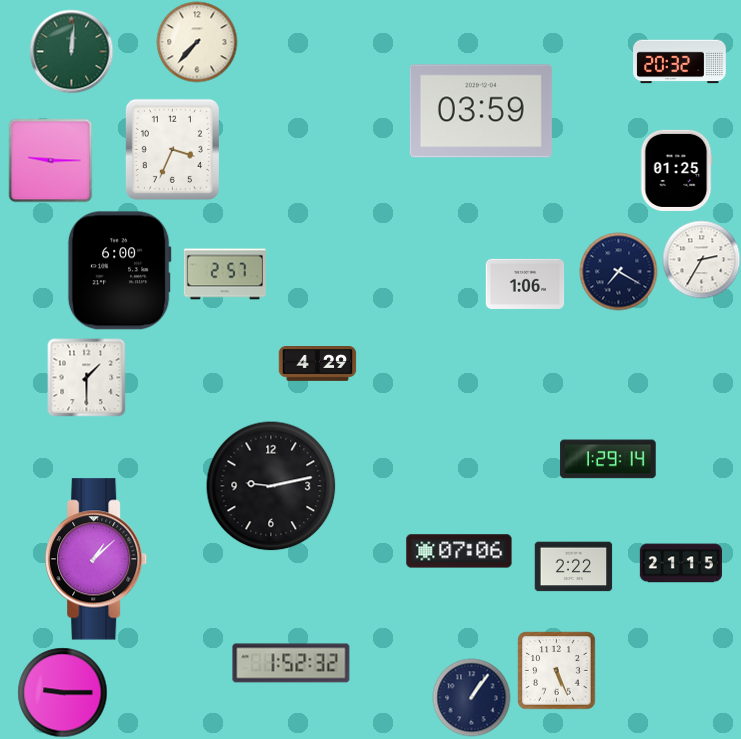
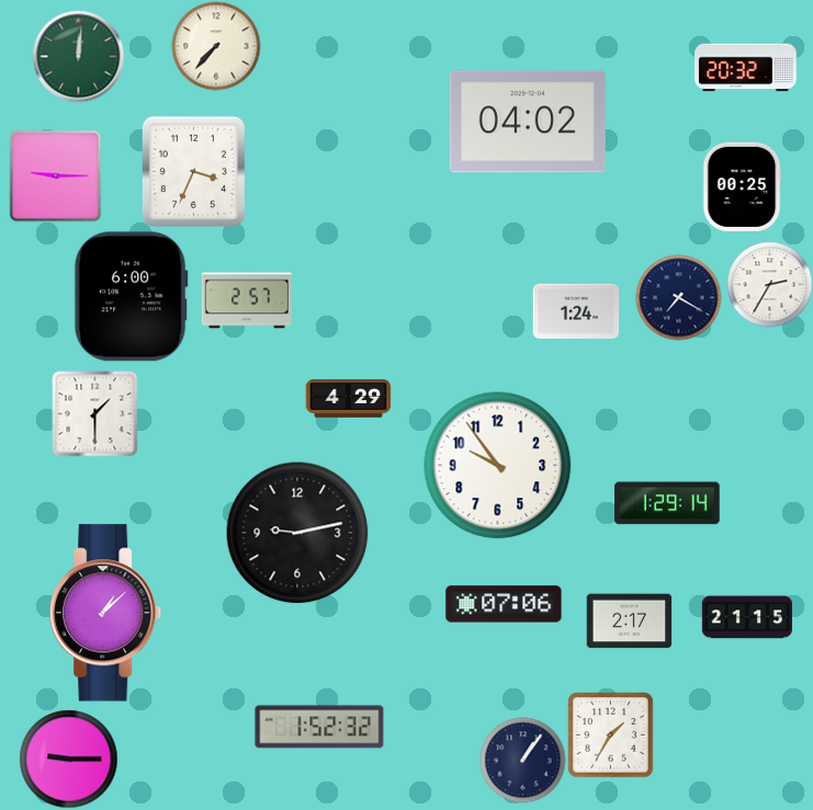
clock at (481, 111): 03:59 -> 04:02
clock at (172, 149) position: (172, 149) -> (193, 171)
clock at (676, 170): 01:25 -> 00:25
clock at (525, 283): 1:06 -> 1:24
clock at (498, 466): none -> 9:54
clock at (573, 567): 2:22 -> 2:17
clock at (556, 670): 5:26 -> 1:35
clock at (471, 697) position: (471, 697) -> (522, 760)
